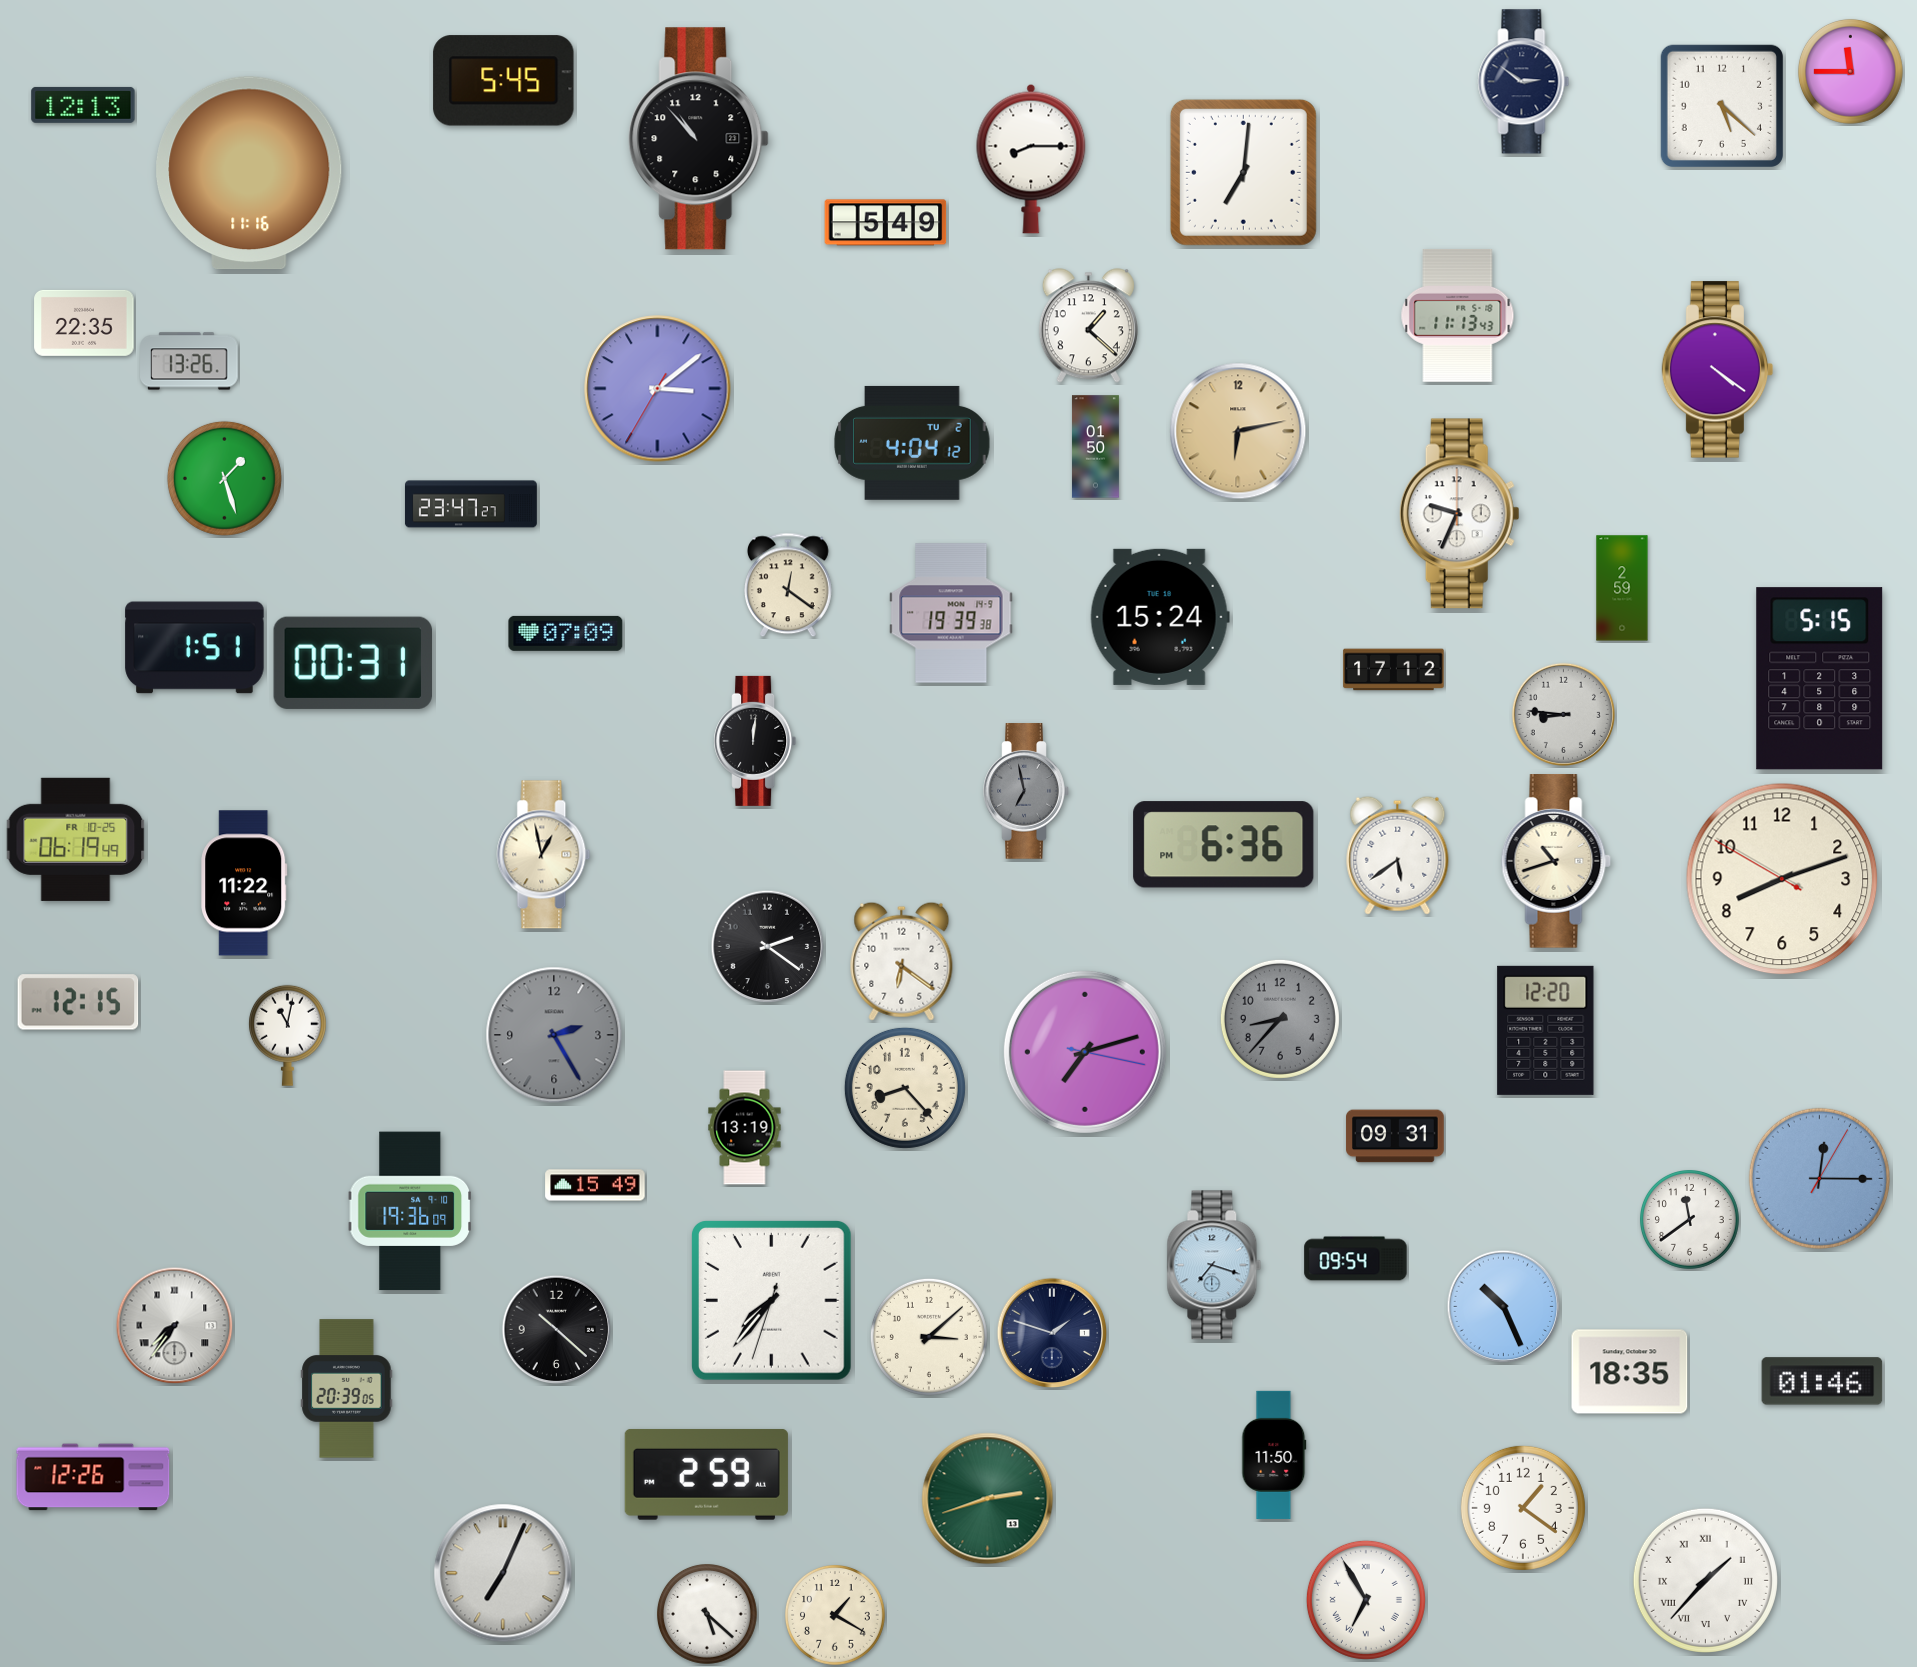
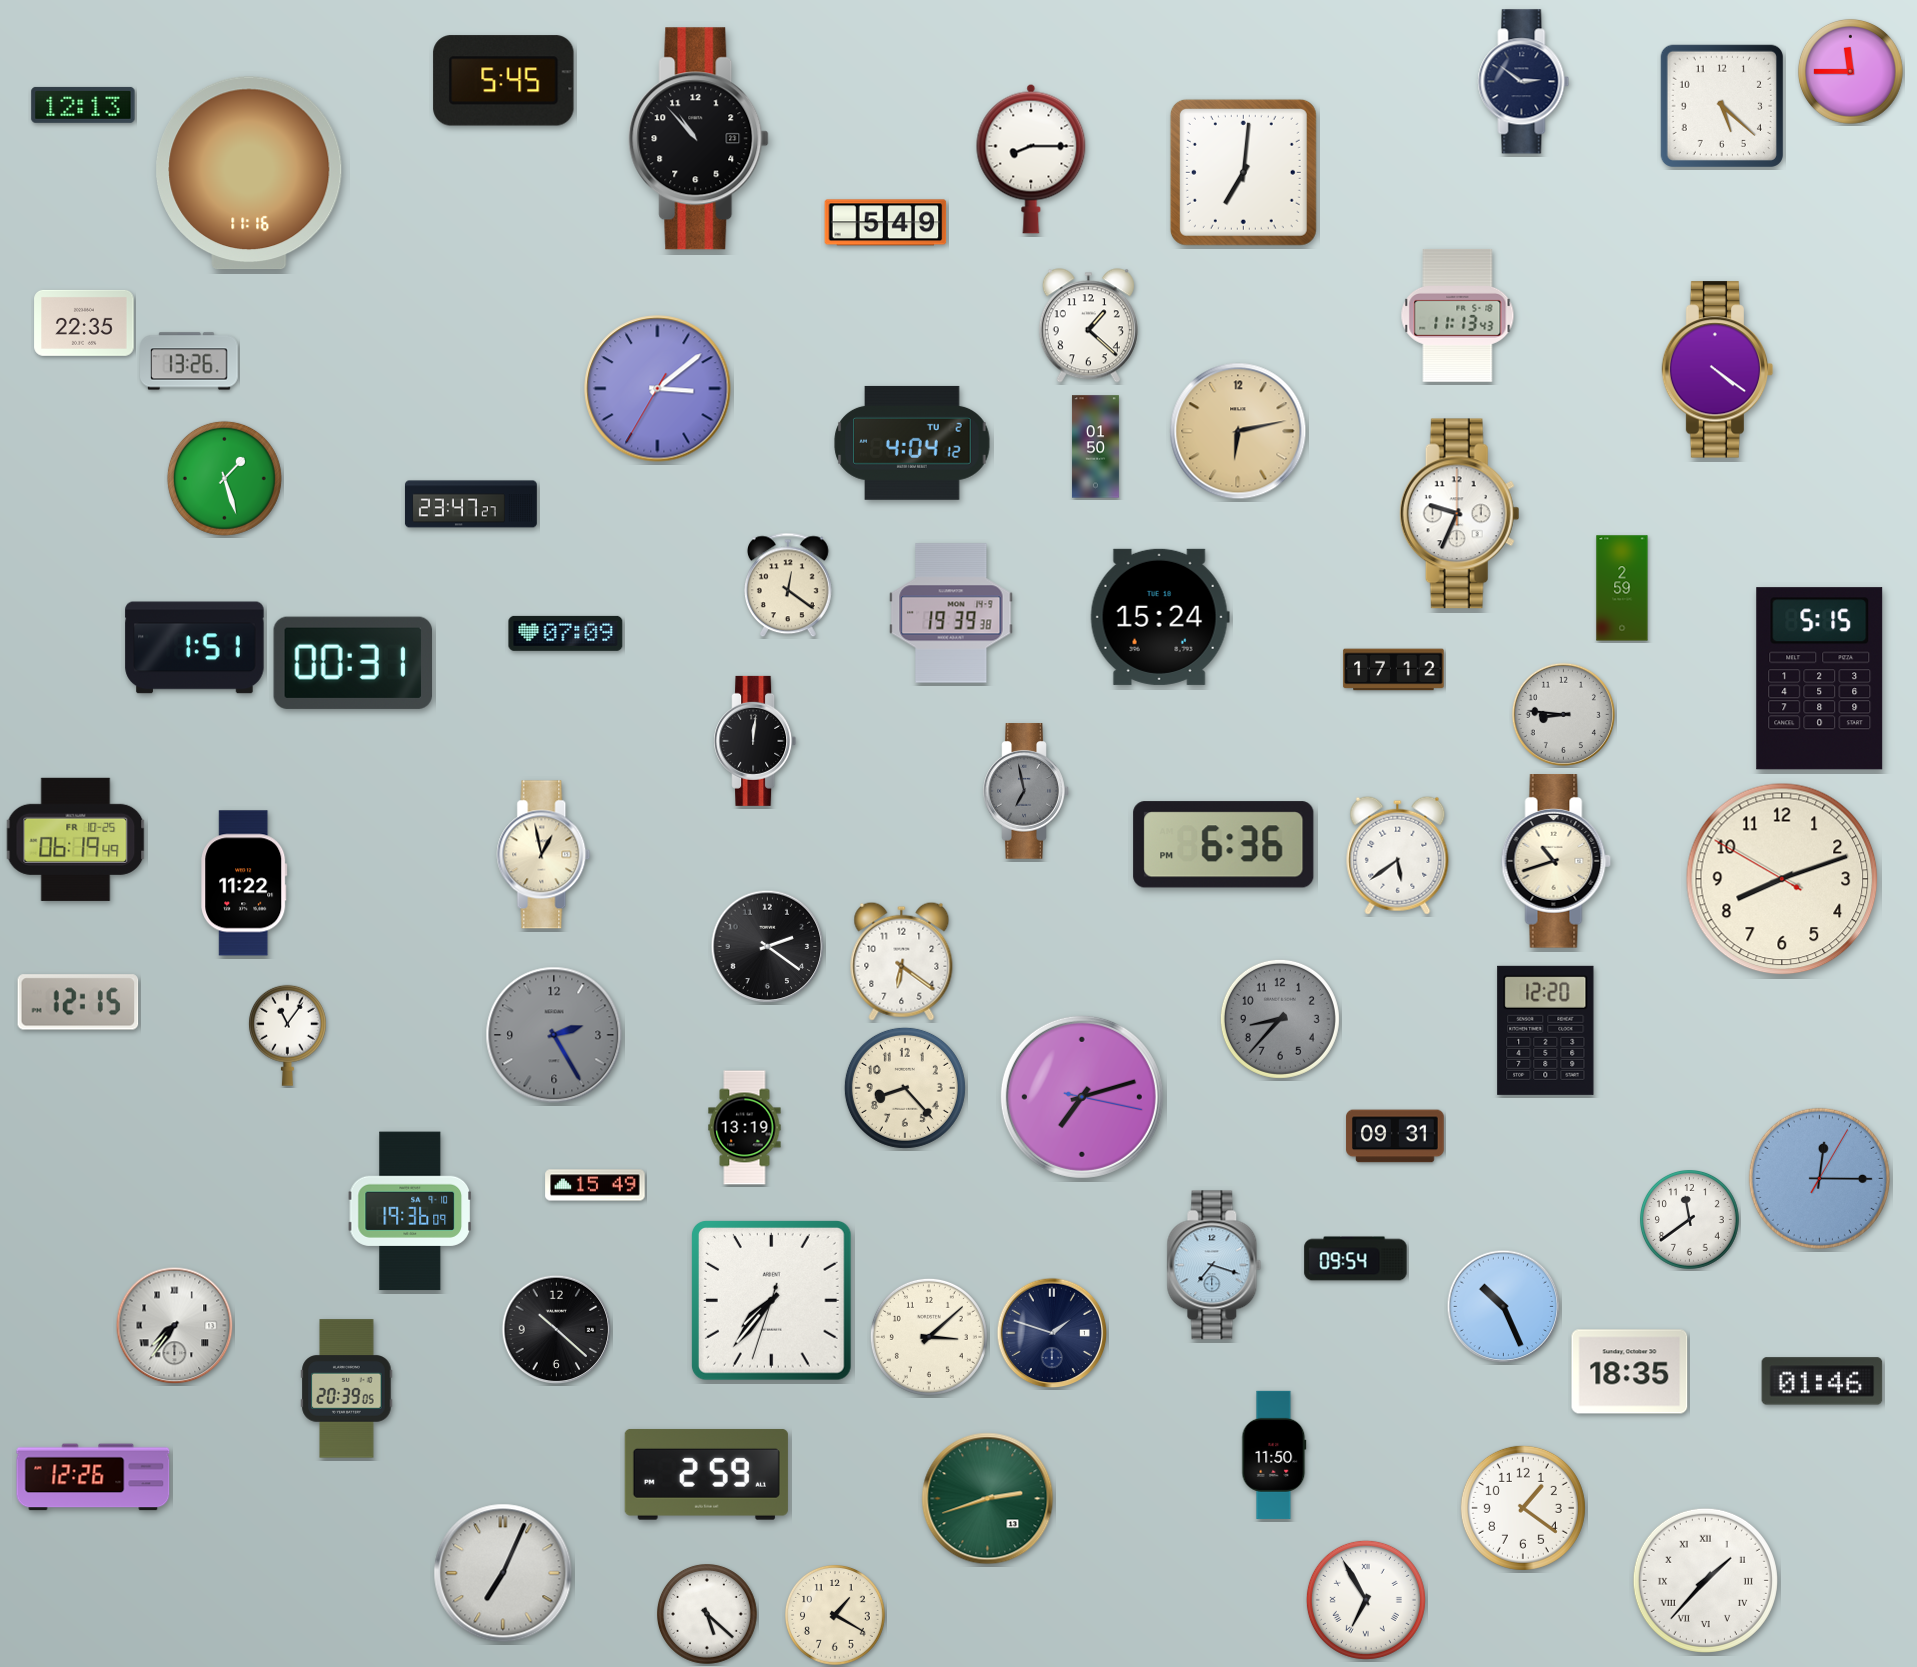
clock at (287, 1035): 11:02 -> 11:06
clock at (1085, 1052) position: (1085, 1052) -> (1082, 1097)
